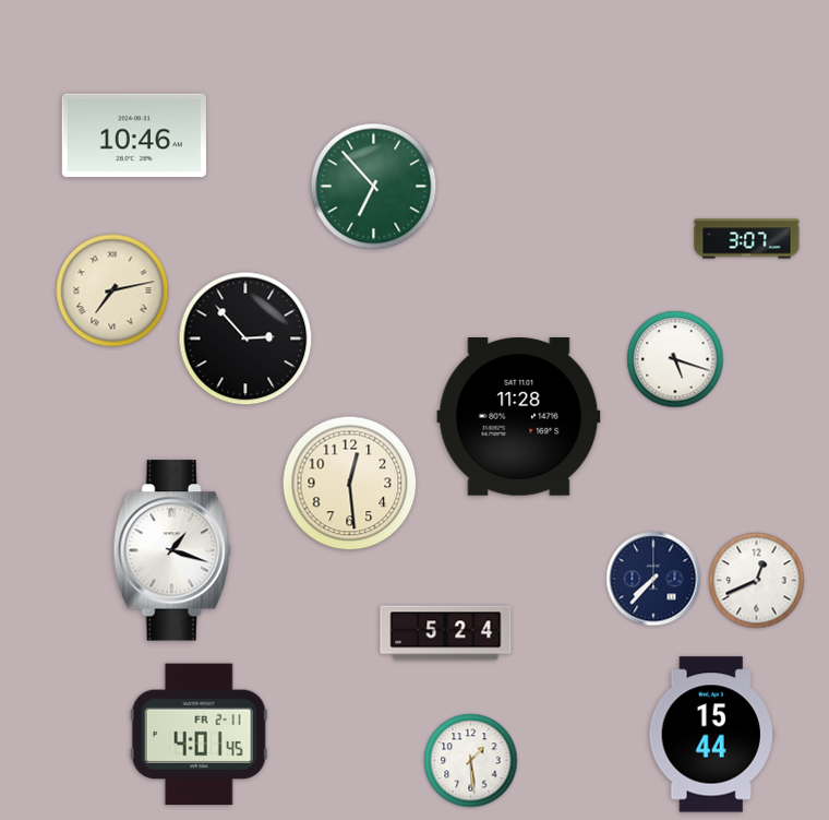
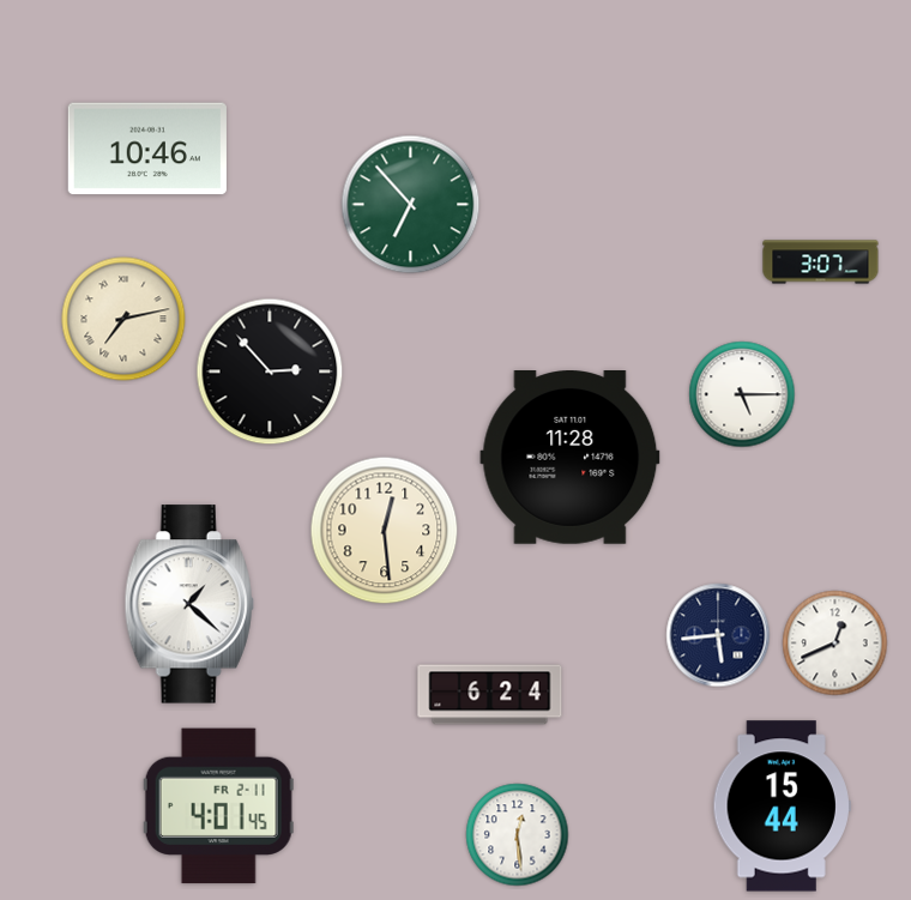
clock at (675, 359): 5:18 -> 5:15
clock at (172, 550): 1:18 -> 1:22
clock at (653, 579): 7:37 -> 5:44
clock at (757, 581) position: (757, 581) -> (835, 644)
clock at (446, 633): 5:24 -> 6:24
clock at (471, 761): 1:29 -> 12:29
